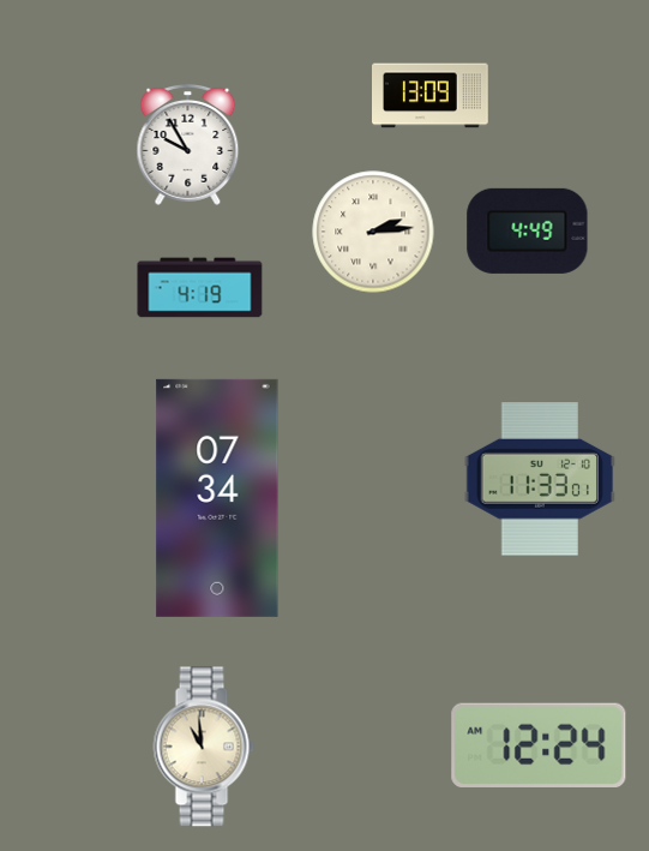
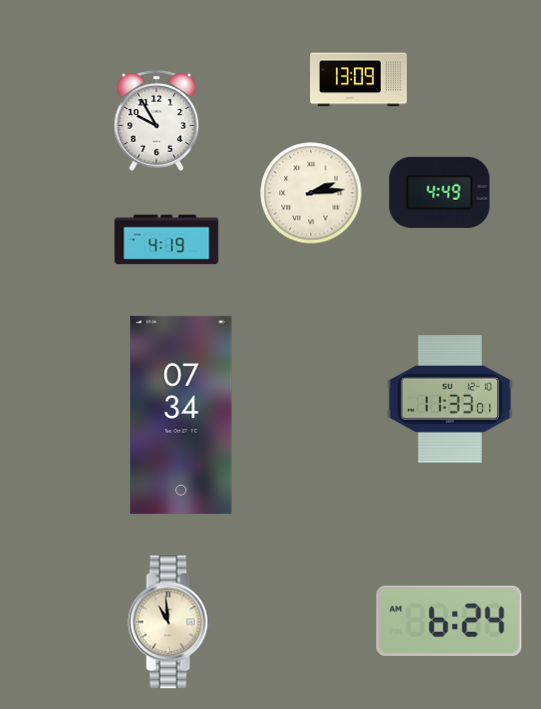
clock at (539, 745): 12:24 -> 6:24
